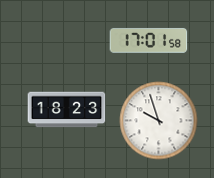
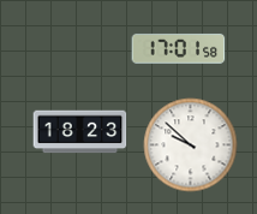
clock at (158, 120): 9:57 -> 9:52
